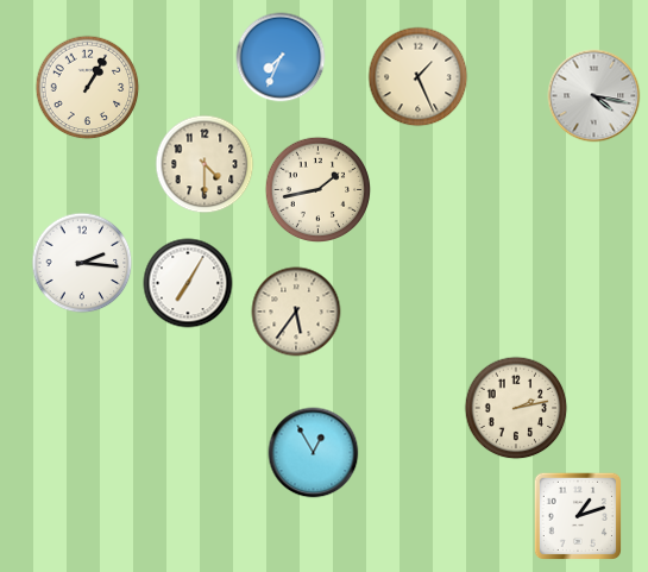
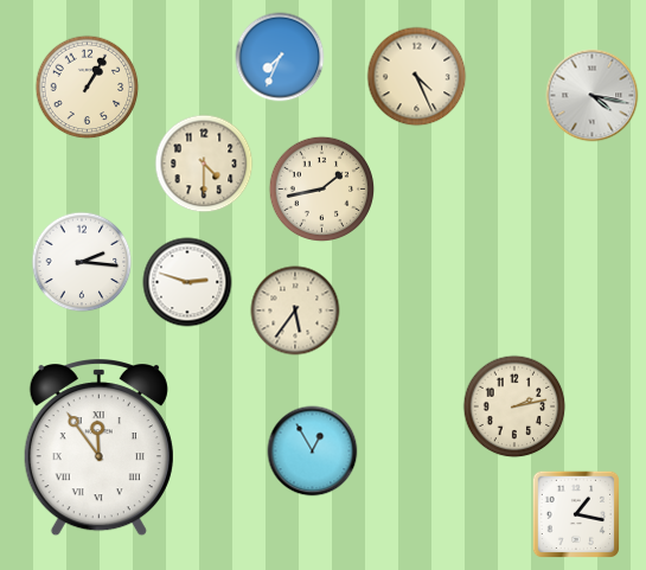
clock at (419, 77): 1:26 -> 4:26
clock at (319, 190) position: (319, 190) -> (322, 190)
clock at (188, 283): 7:05 -> 2:48
clock at (98, 447): none -> 11:54
clock at (577, 515): 1:12 -> 1:17
